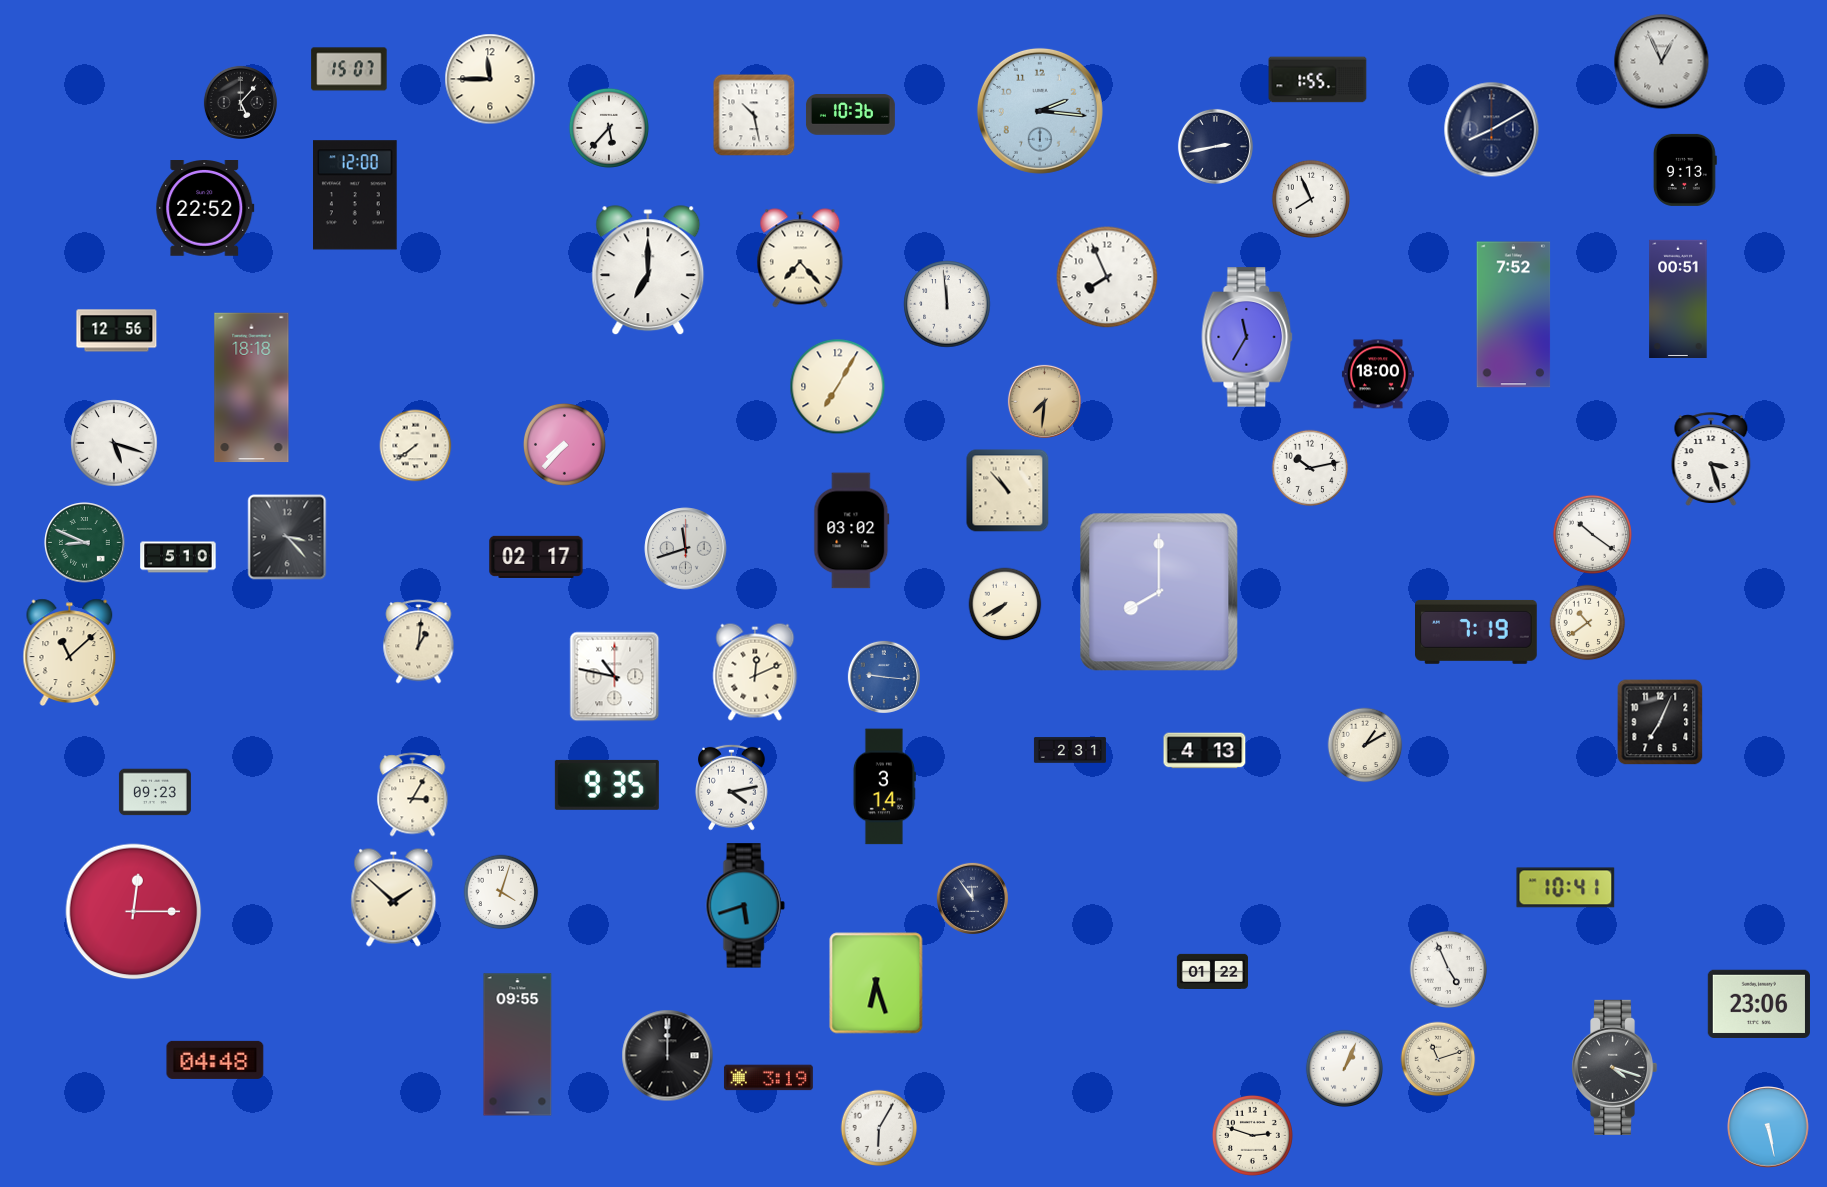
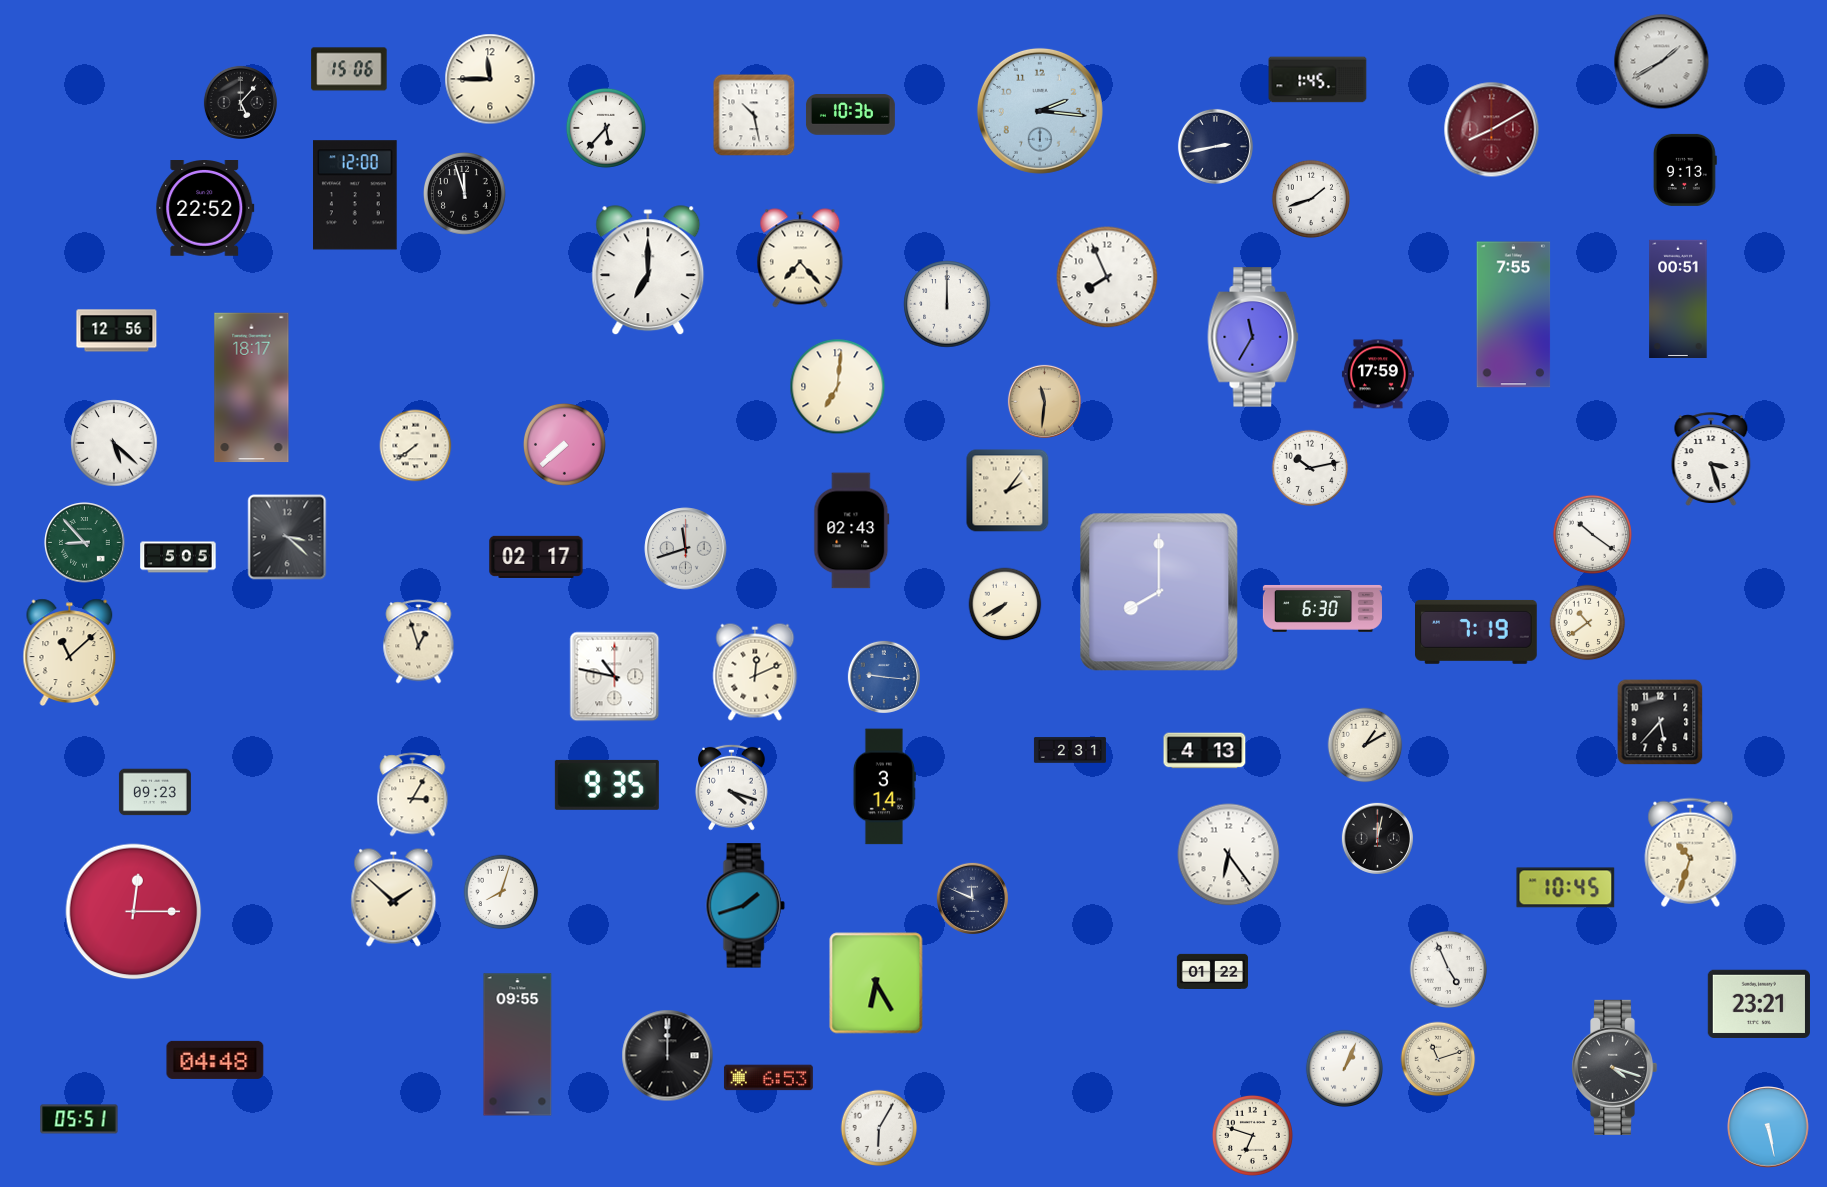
clock at (1662, 62): 12:56 -> 1:40
clock at (349, 69): 15:07 -> 15:06
clock at (1318, 80): 1:55 -> 1:45
clock at (609, 128) position: (609, 128) -> (606, 128)
clock at (1492, 130) dial: navy -> burgundy
clock at (465, 194): none -> 11:57
clock at (1311, 199): 7:56 -> 1:42
clock at (947, 304): 11:59 -> 12:00
clock at (1514, 315): 7:52 -> 7:55
clock at (1247, 337) position: (1247, 337) -> (1253, 337)
clock at (1378, 374): 18:00 -> 17:59
clock at (838, 387): 7:05 -> 7:01
clock at (252, 388): 18:18 -> 18:17
clock at (1044, 401): 7:31 -> 11:31
clock at (114, 443): 5:18 -> 5:22
clock at (565, 445): 7:37 -> 7:38
clock at (1008, 491): 10:53 -> 2:06
clock at (852, 531): 03:02 -> 02:43
clock at (287, 537): 3:23 -> 3:22
clock at (85, 543): 8:49 -> 8:53
clock at (178, 557): 5:10 -> 5:05
clock at (1322, 608): none -> 6:30
clock at (419, 642): 1:01 -> 12:57
clock at (1660, 722): 7:04 -> 5:37
clock at (732, 787): 4:13 -> 4:18
clock at (1377, 838): none -> 12:02
clock at (1691, 852): none -> 10:33
clock at (1229, 855): none -> 6:24
clock at (1566, 888): 10:41 -> 10:45
clock at (501, 892): 4:03 -> 8:03
clock at (972, 898): 11:54 -> 11:49
clock at (745, 906): 5:42 -> 1:42
clock at (876, 983): 6:27 -> 6:25
clock at (1759, 1004): 23:06 -> 23:21
clock at (768, 1078): 3:19 -> 6:53
clock at (79, 1119): none -> 05:51
clock at (1252, 1135): 2:48 -> 6:48
